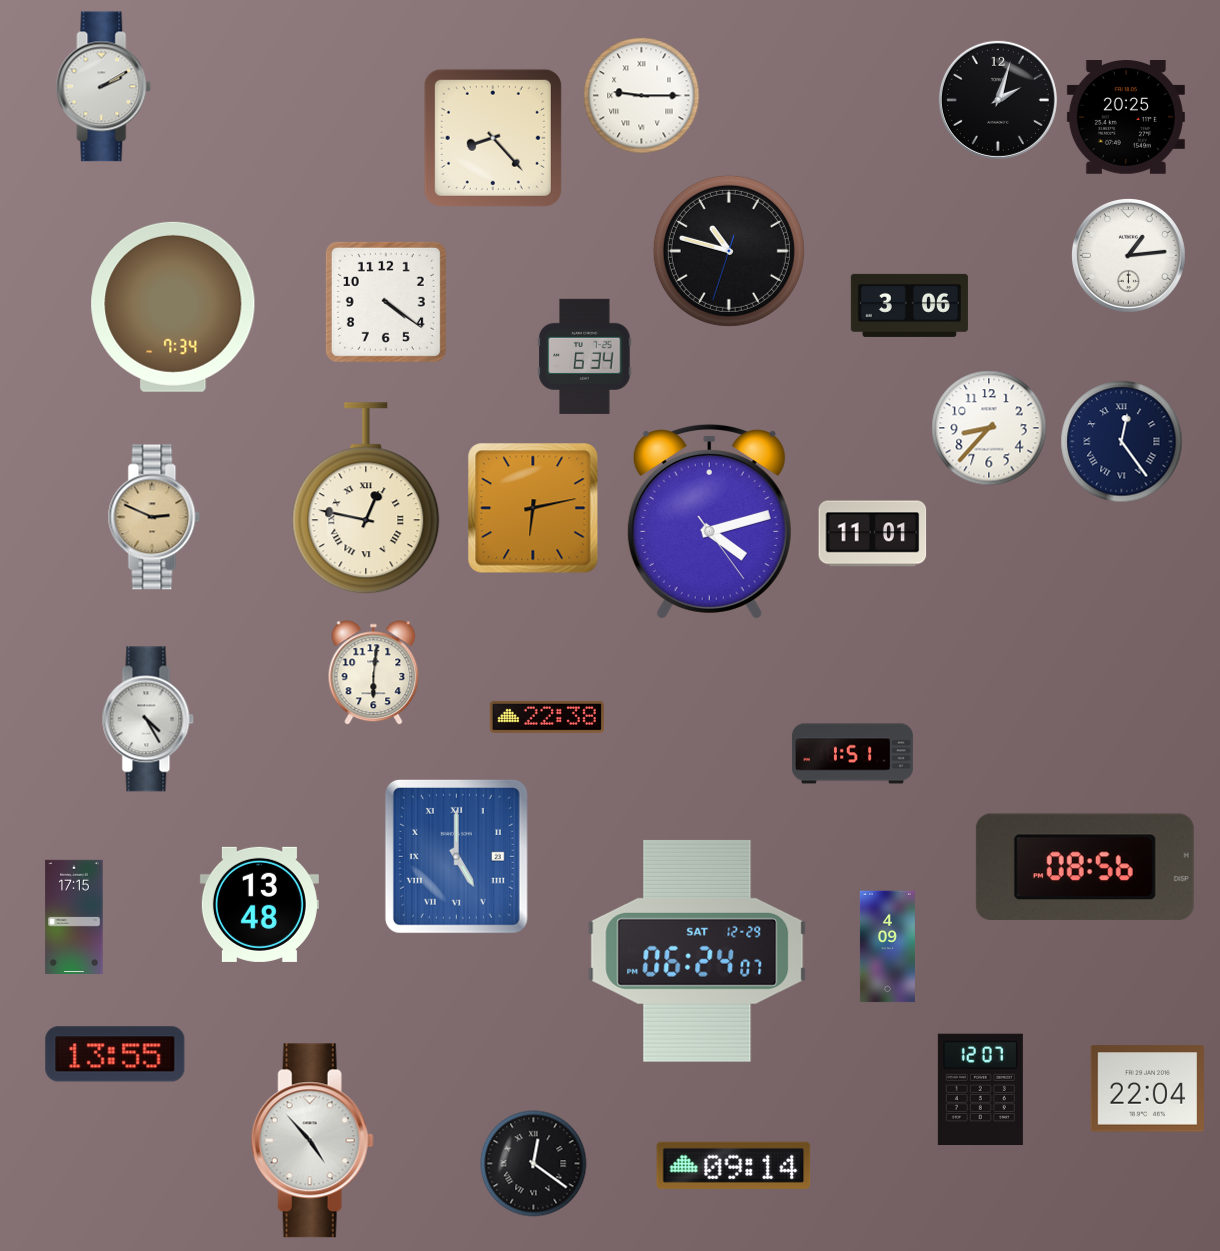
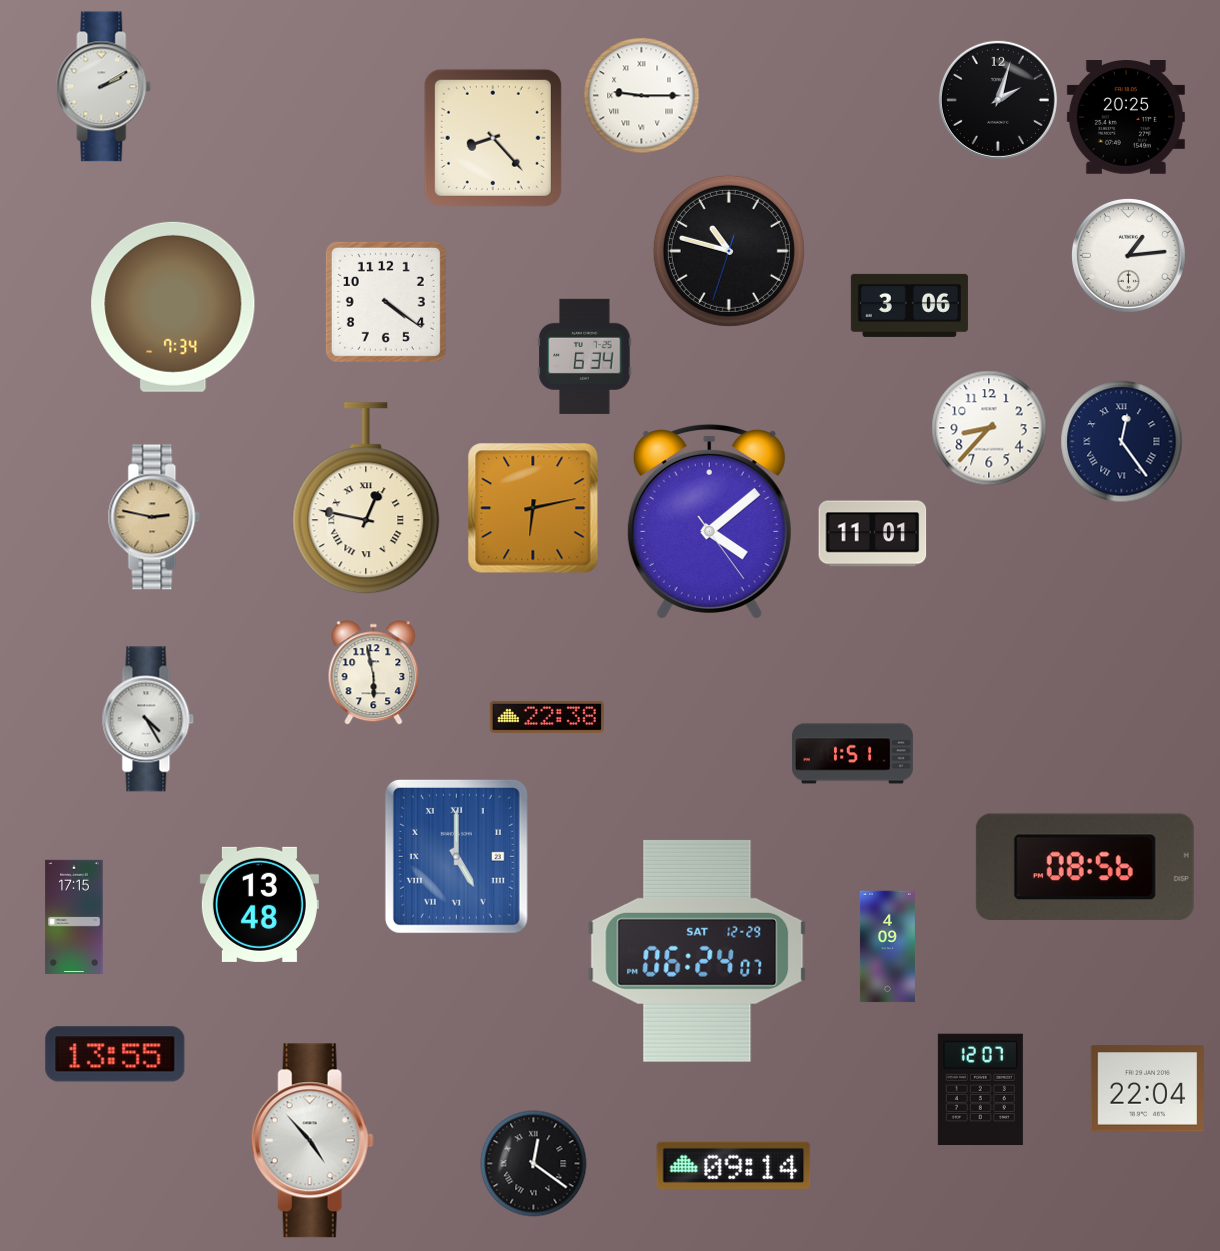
clock at (154, 517): 2:49 -> 2:47
clock at (709, 521): 4:12 -> 4:08
clock at (374, 673): 6:01 -> 5:58
